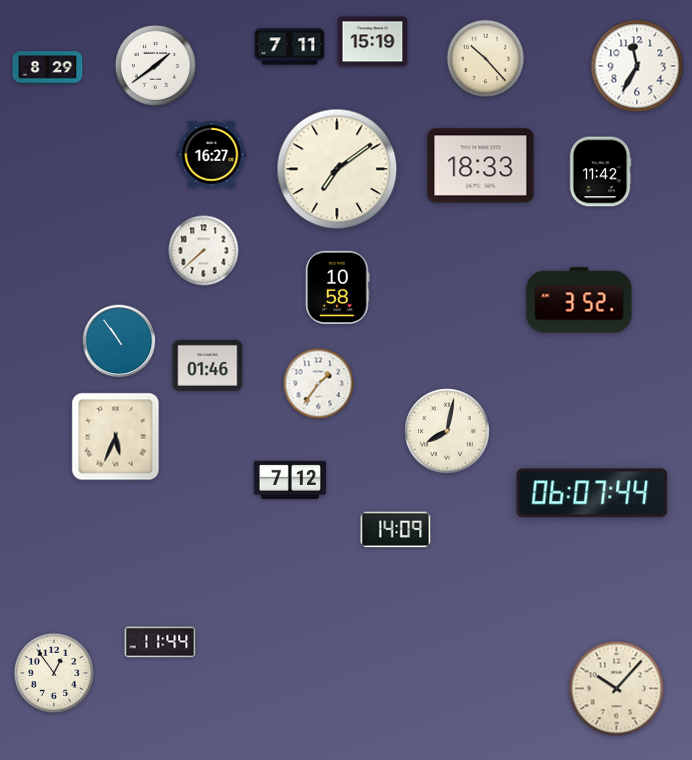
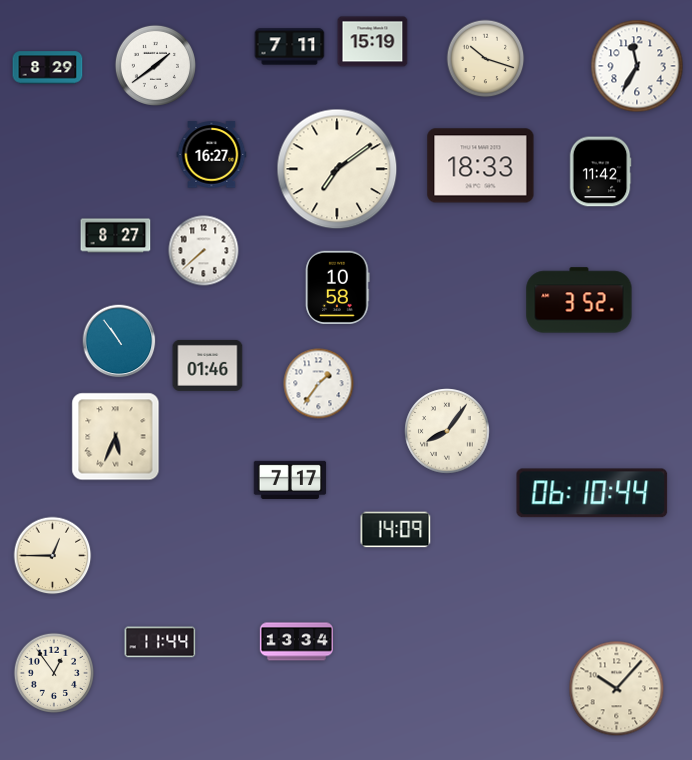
clock at (486, 59): 10:23 -> 10:18
clock at (116, 236): none -> 8:27
clock at (447, 431): 8:02 -> 8:06
clock at (290, 480): 7:12 -> 7:17
clock at (592, 493): 06:07 -> 06:10
clock at (53, 556): none -> 12:45
clock at (296, 642): none -> 13:34
